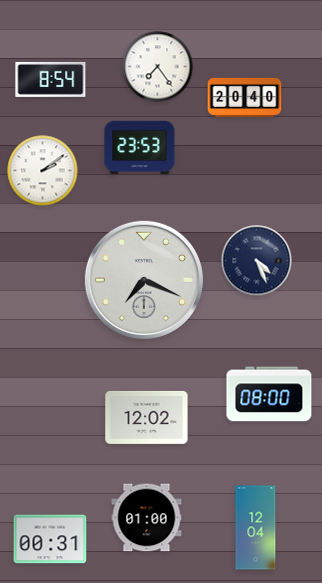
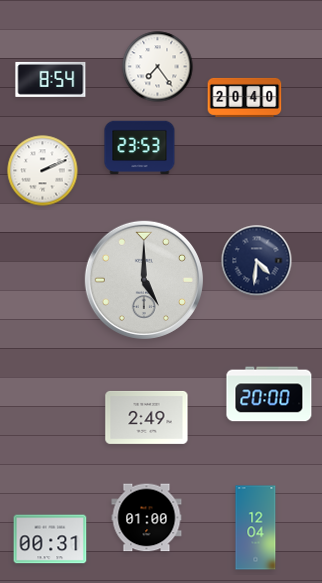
clock at (43, 171): 2:09 -> 2:11
clock at (257, 261): 4:26 -> 4:31
clock at (144, 280): 7:19 -> 5:00
clock at (269, 394): 08:00 -> 20:00
clock at (147, 417): 12:02 -> 2:49
